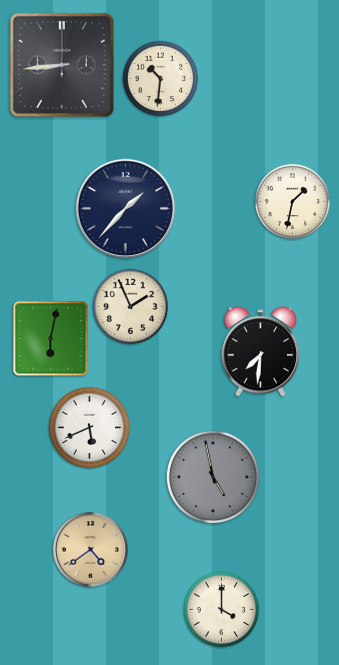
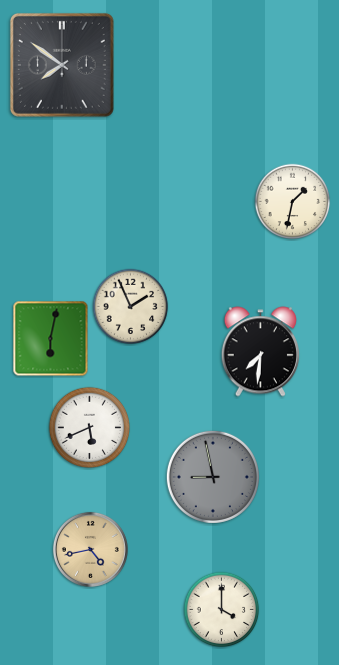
clock at (62, 65): 8:44 -> 7:51
clock at (161, 79): 10:31 -> none
clock at (126, 209): 1:37 -> none
clock at (213, 477): 4:58 -> 8:58
clock at (90, 549): 4:39 -> 4:43
